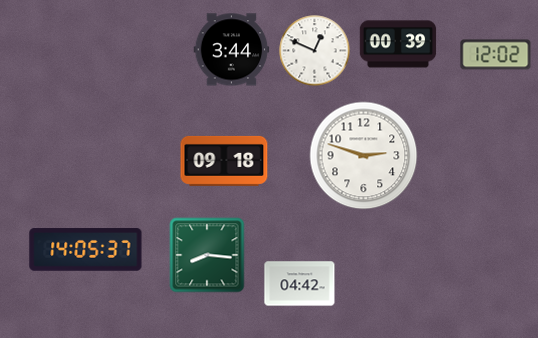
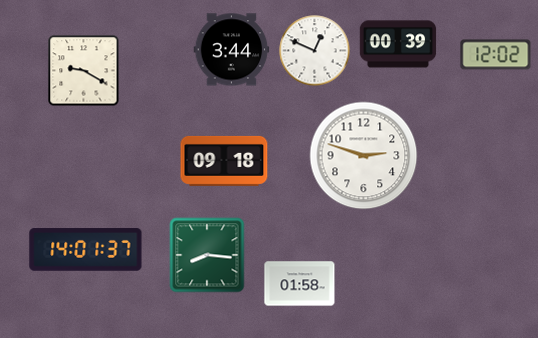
clock at (84, 71): none -> 9:20
clock at (86, 250): 14:05 -> 14:01
clock at (300, 284): 04:42 -> 01:58
